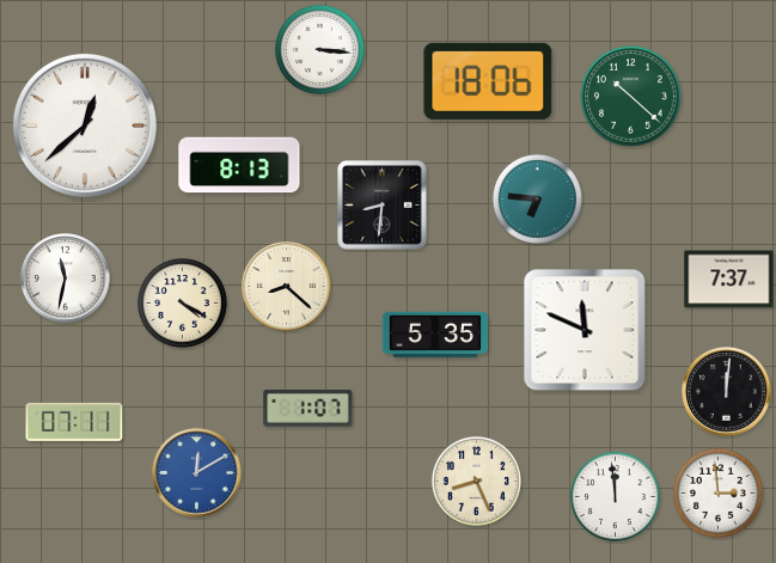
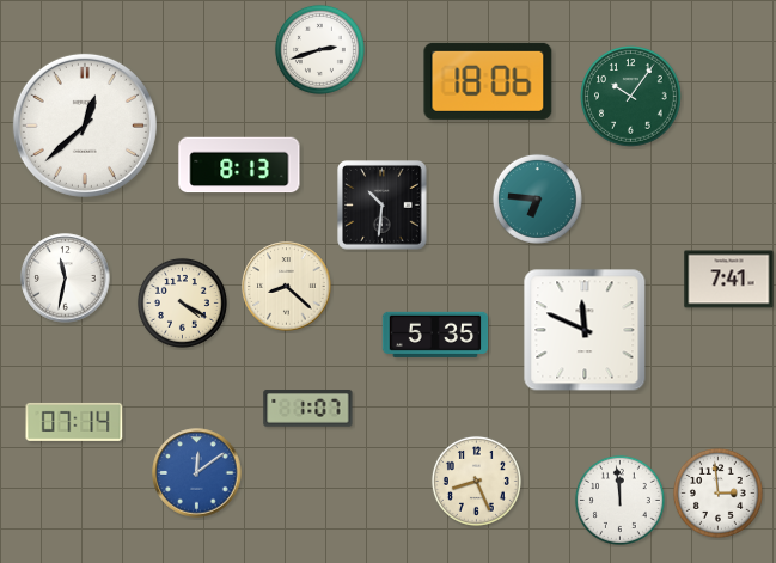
clock at (319, 49): 3:16 -> 2:42
clock at (631, 97): 10:22 -> 10:06
clock at (383, 206): 8:31 -> 10:31
clock at (729, 280): 7:37 -> 7:41
clock at (727, 392): 12:01 -> none
clock at (74, 422): 07:11 -> 07:14
clock at (197, 473): 12:10 -> 12:09
clock at (615, 496) position: (615, 496) -> (619, 500)
